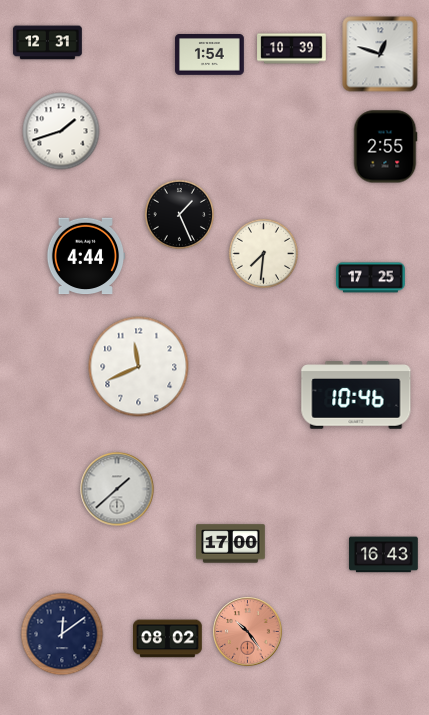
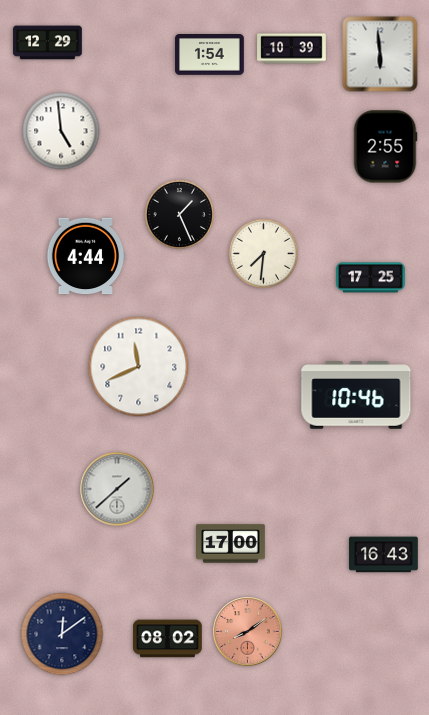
clock at (48, 43): 12:31 -> 12:29
clock at (380, 54): 12:48 -> 5:59
clock at (61, 131): 1:42 -> 4:59
clock at (248, 632): 10:24 -> 8:09
